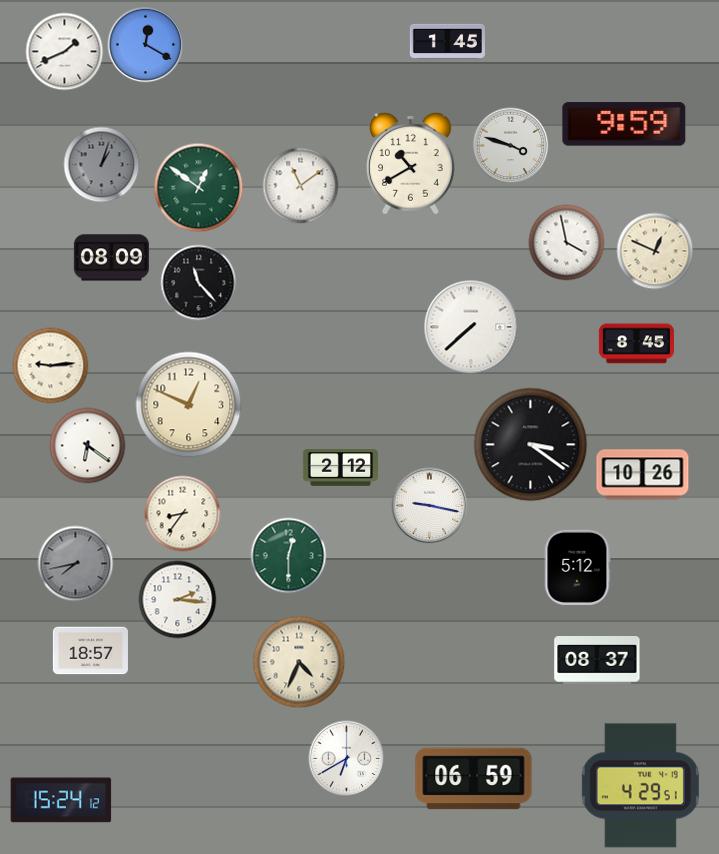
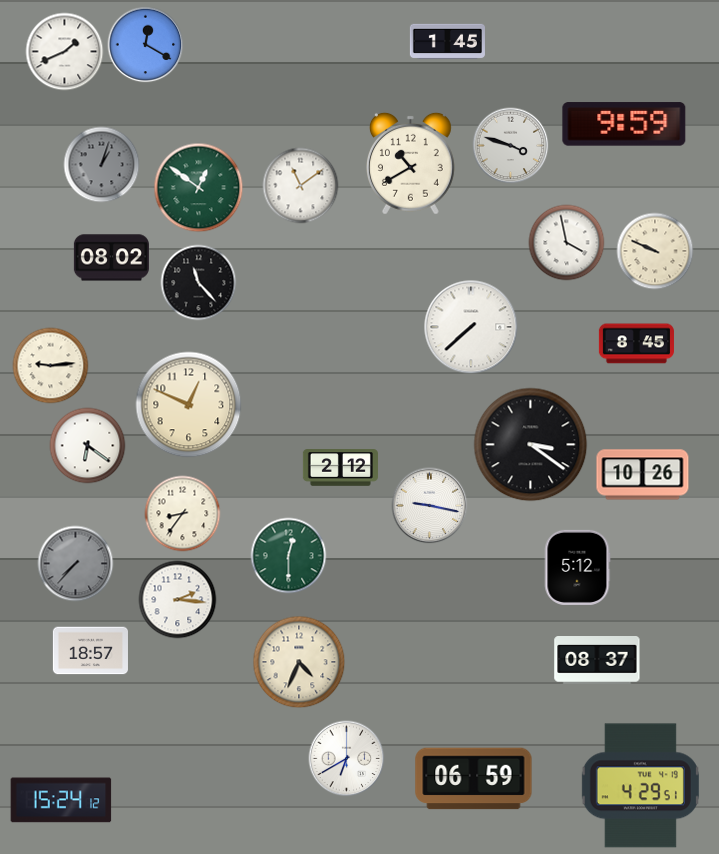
clock at (655, 251): 12:49 -> 9:49
clock at (111, 258): 08:09 -> 08:02
clock at (76, 564): 7:43 -> 7:37
